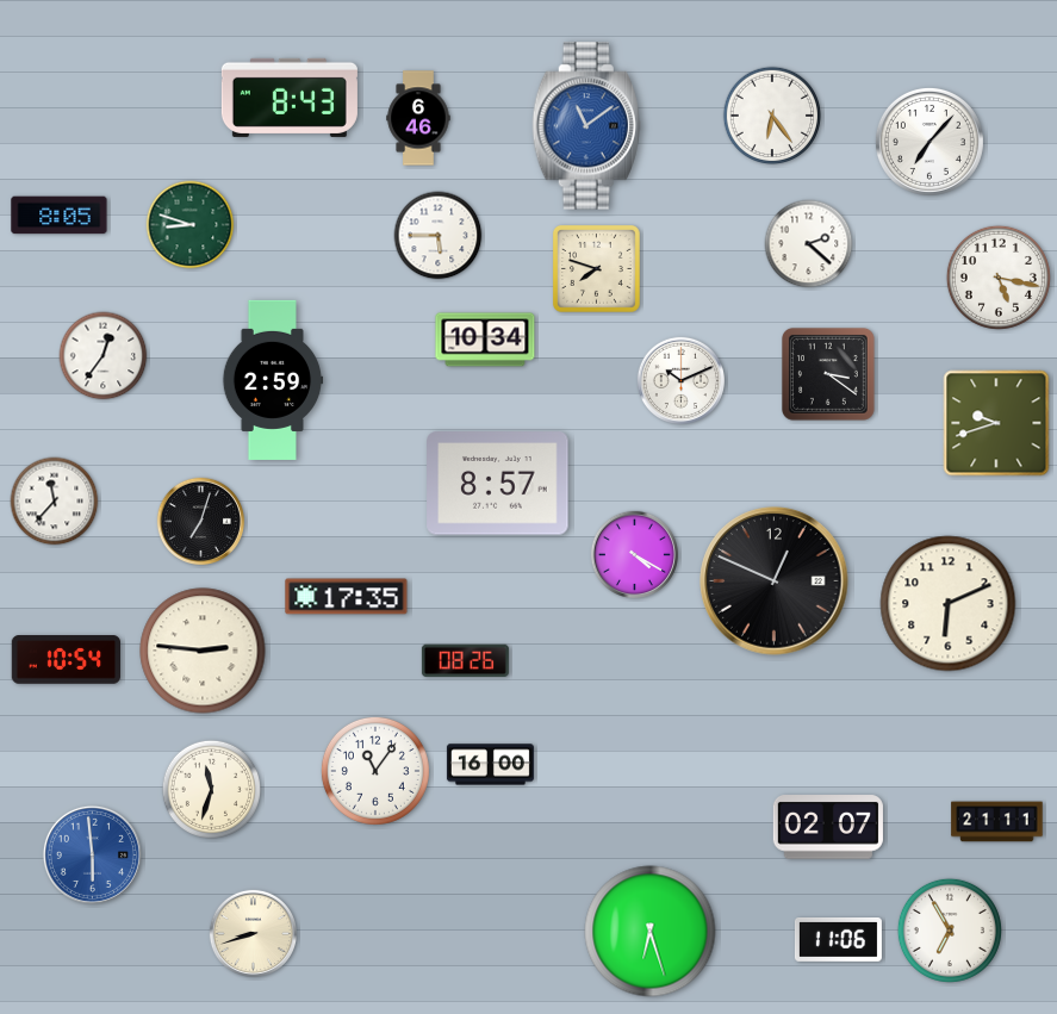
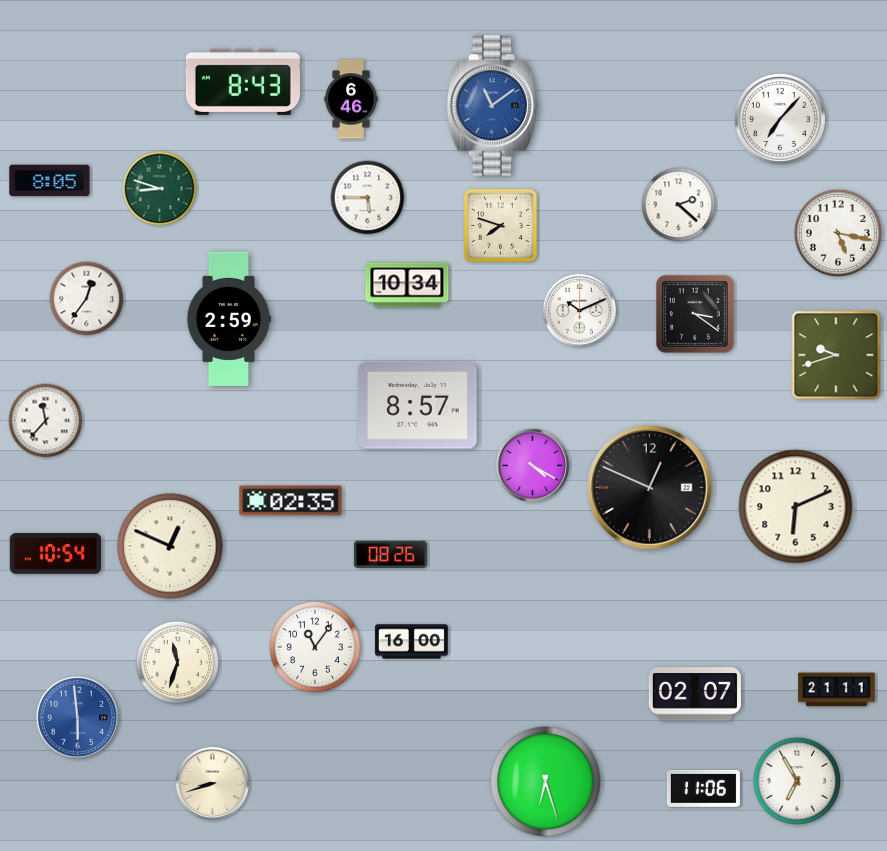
clock at (772, 116): 6:24 -> none
clock at (680, 380) position: (680, 380) -> (579, 310)
clock at (200, 521): 7:03 -> none
clock at (347, 597): 17:35 -> 02:35
clock at (203, 651): 2:46 -> 12:49
